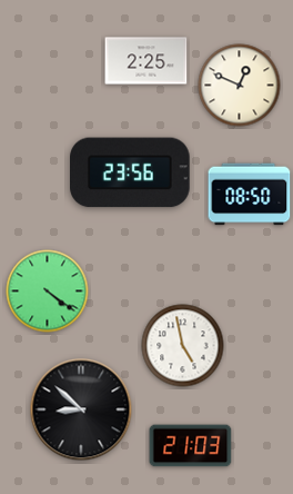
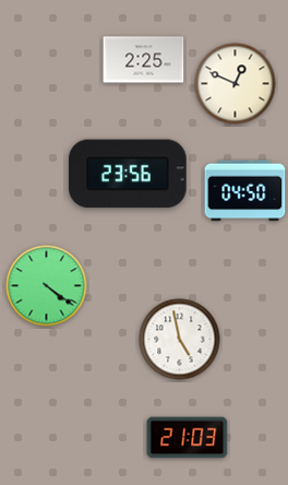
clock at (131, 172) position: (131, 172) -> (129, 174)
clock at (250, 195): 08:50 -> 04:50
clock at (81, 409): 8:52 -> none
